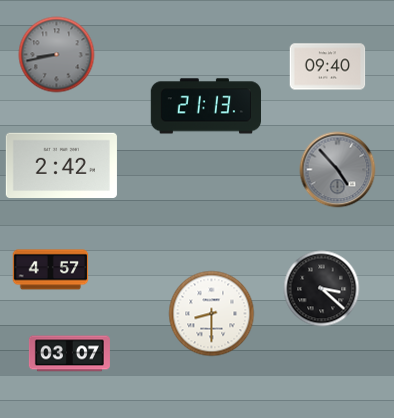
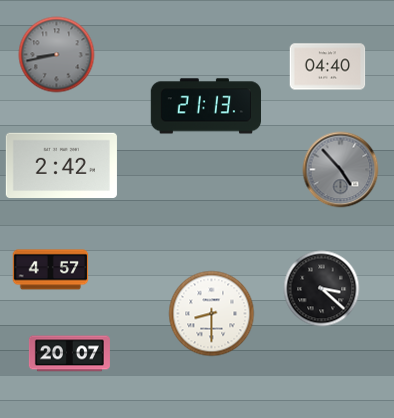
clock at (328, 67): 09:40 -> 04:40
clock at (338, 170) position: (338, 170) -> (341, 170)
clock at (69, 354): 03:07 -> 20:07
